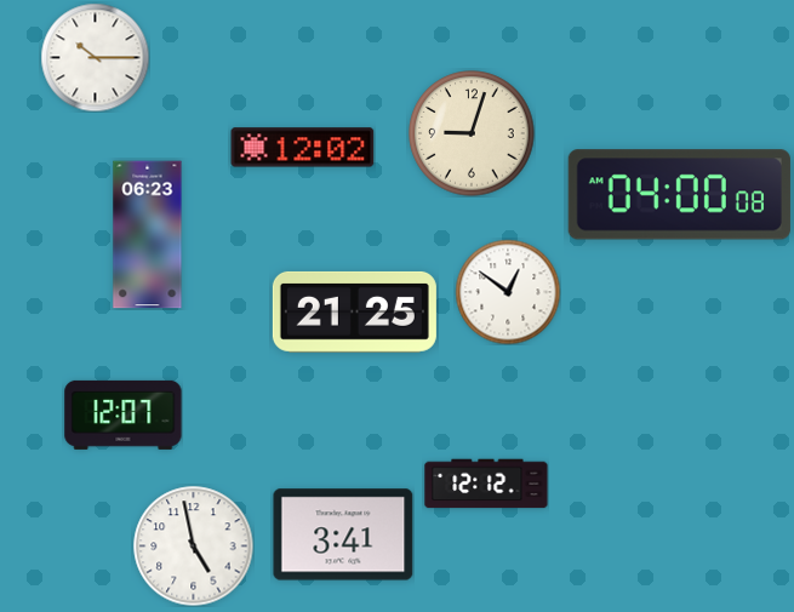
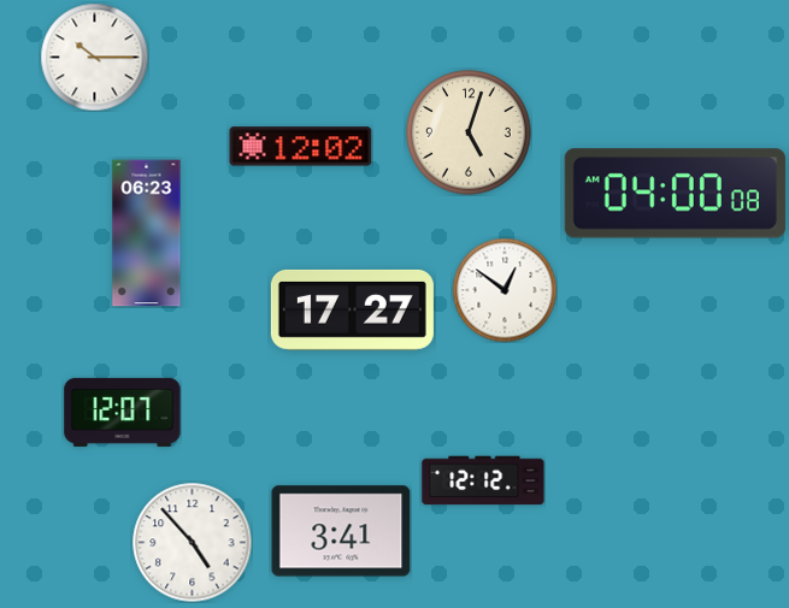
clock at (472, 133): 9:03 -> 5:03
clock at (354, 311): 21:25 -> 17:27
clock at (194, 547): 4:58 -> 4:53
